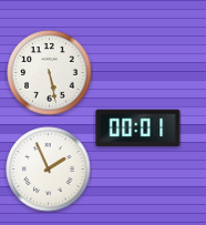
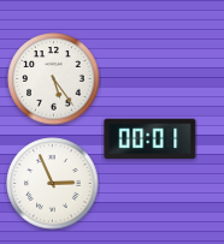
clock at (50, 73): 5:28 -> 5:24
clock at (49, 170): 1:56 -> 2:56
